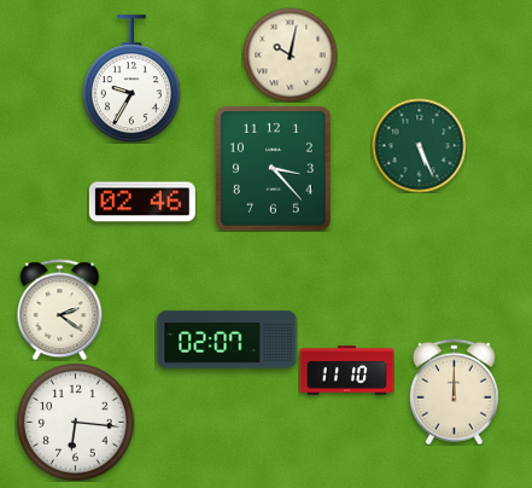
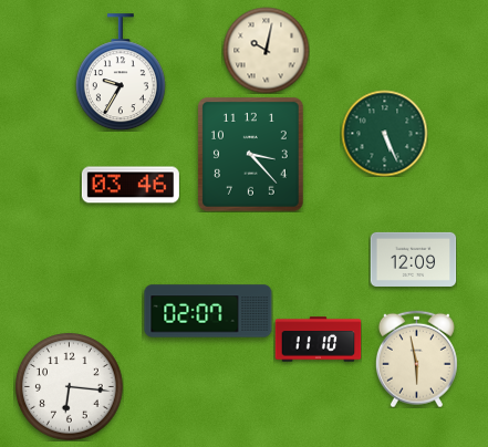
clock at (142, 202): 02:46 -> 03:46
clock at (413, 259): none -> 12:09
clock at (60, 309): 2:21 -> none
clock at (454, 391): 12:00 -> 5:58
